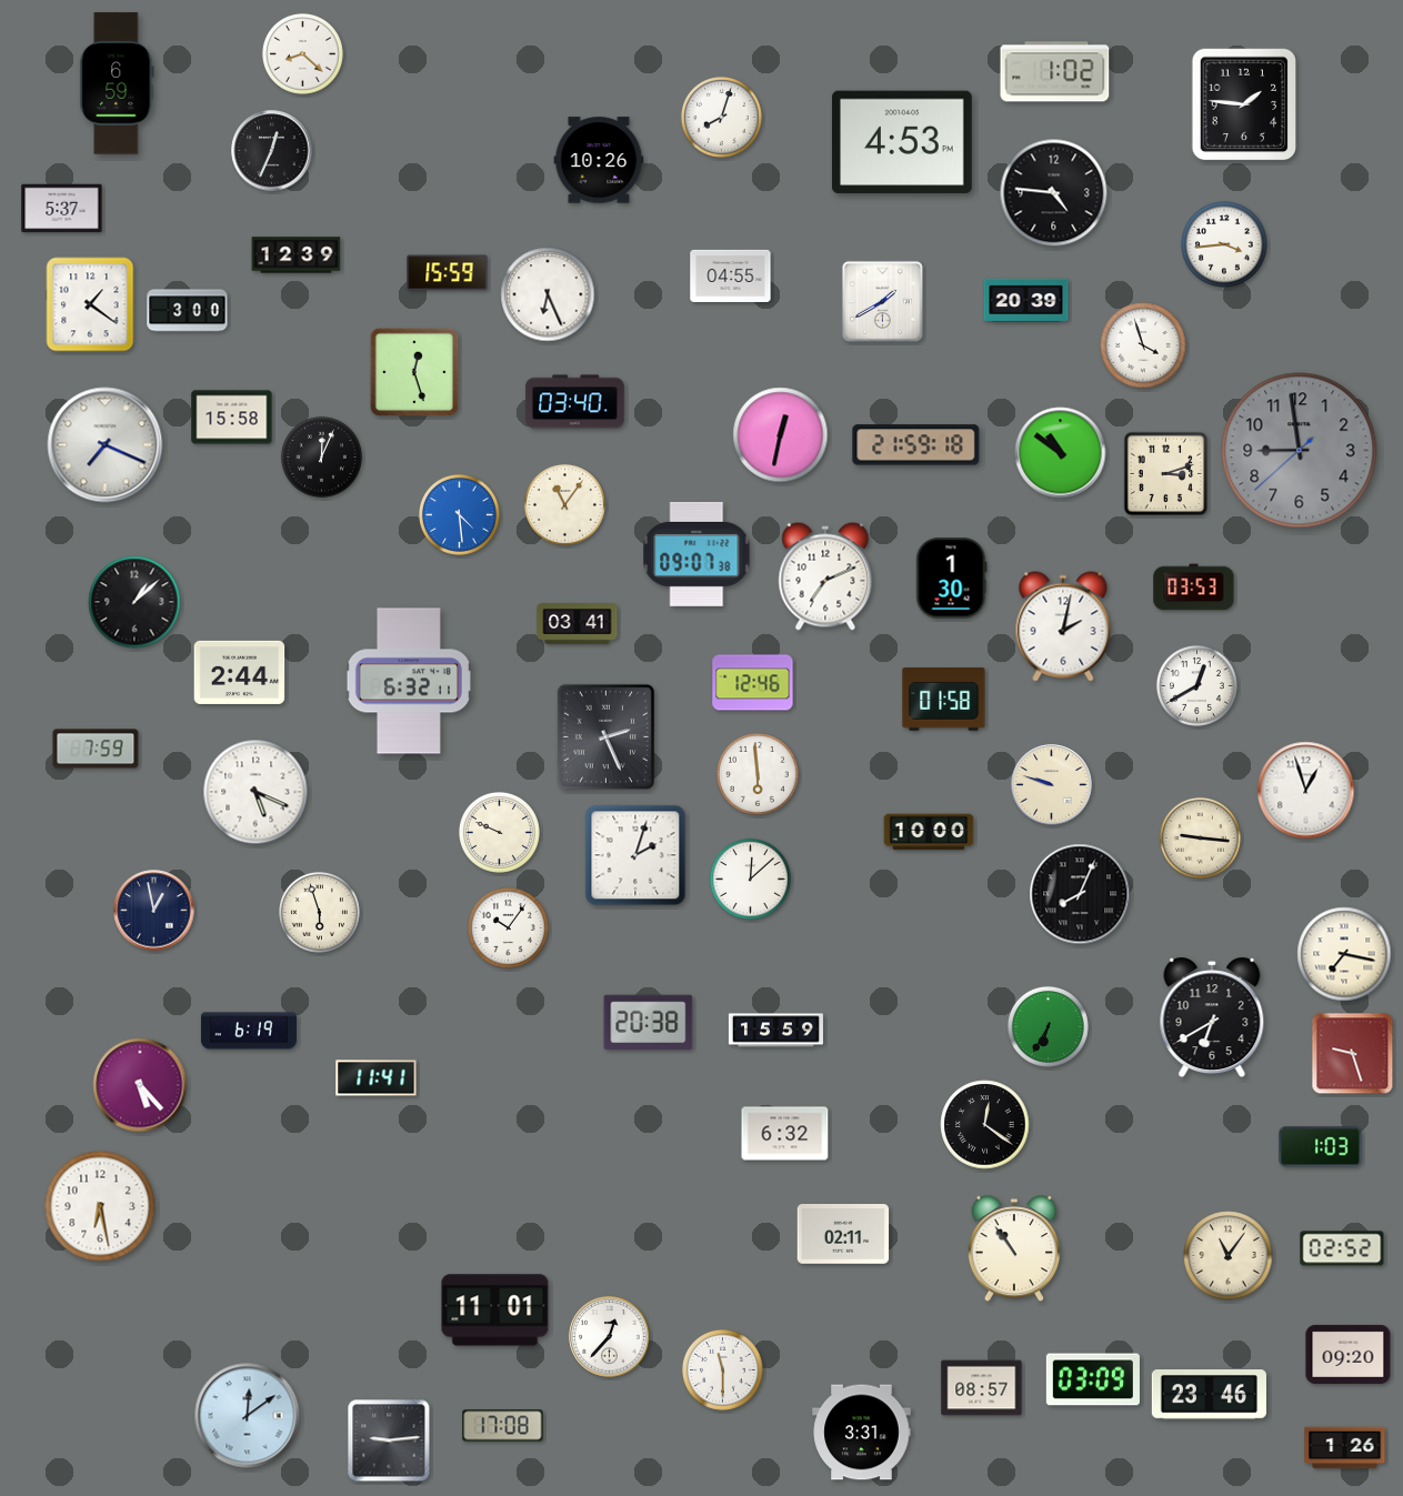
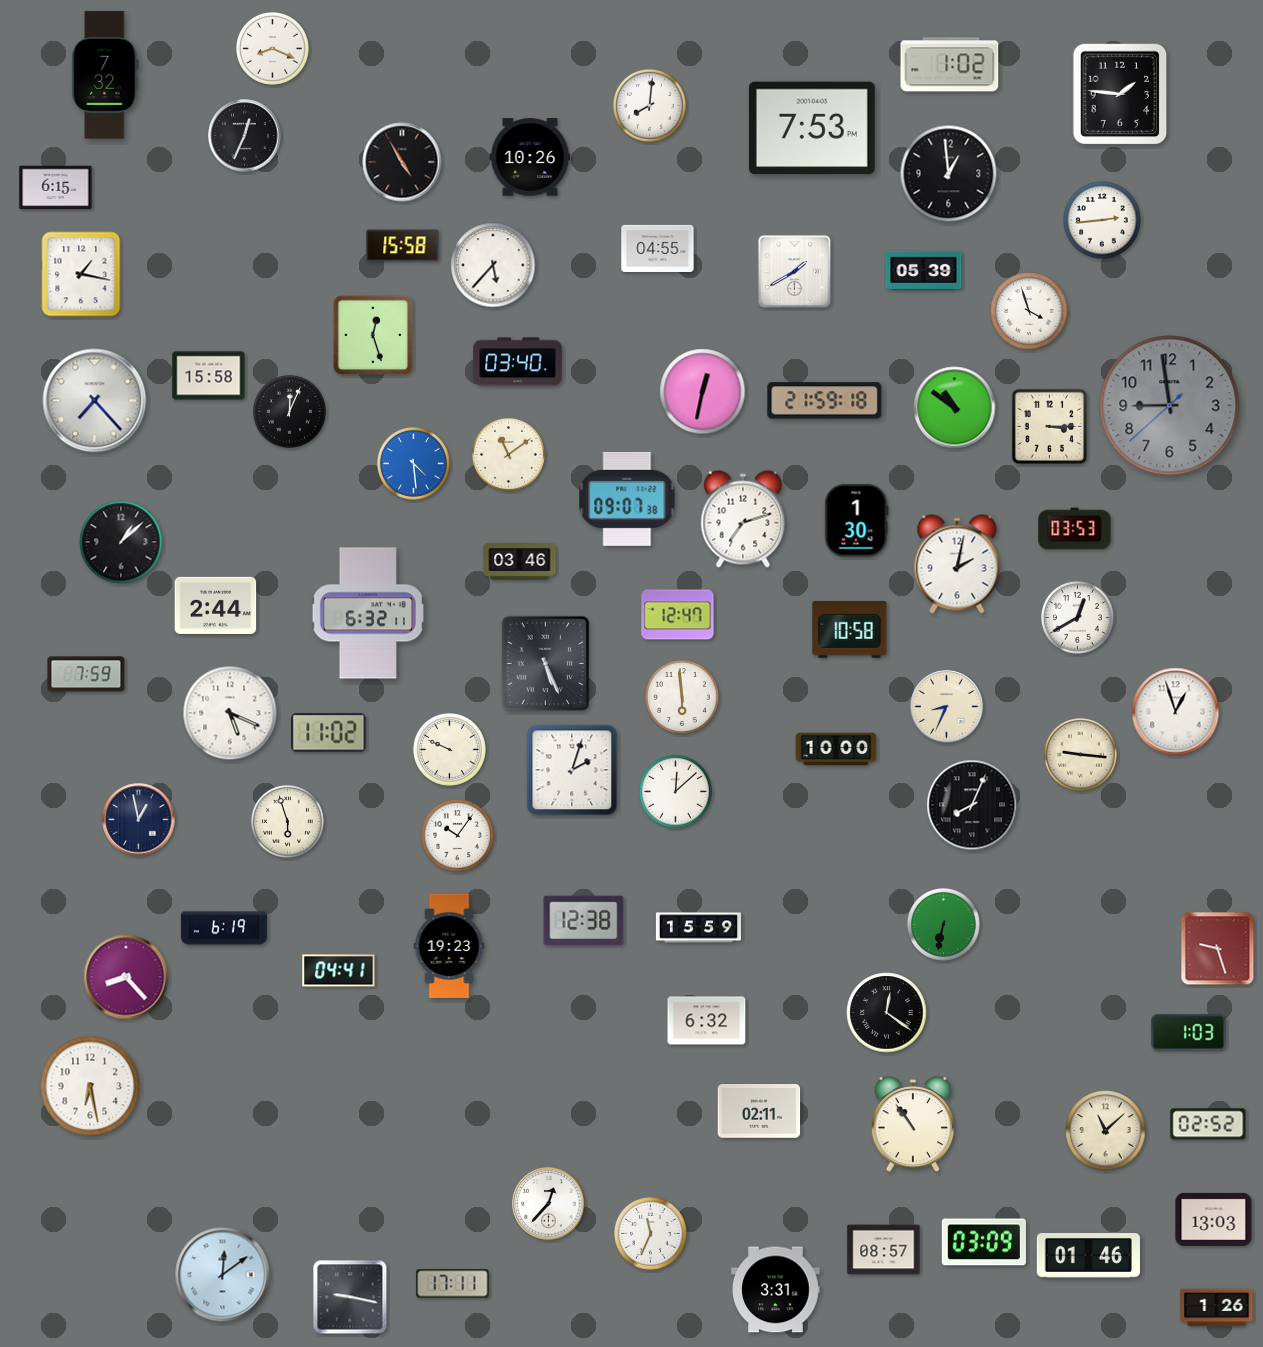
clock at (302, 53): 8:22 -> 8:19
clock at (117, 83): 6:59 -> 7:32
clock at (721, 117): 8:03 -> 8:01
clock at (902, 142): 4:53 -> 7:53
clock at (599, 160) position: (599, 160) -> (530, 157)
clock at (402, 162): none -> 4:55
clock at (1054, 193): 4:46 -> 12:59
clock at (62, 209): 5:37 -> 6:15
clock at (1224, 244): 3:44 -> 2:44
clock at (297, 255): 12:39 -> none
clock at (448, 273): 15:59 -> 15:58
clock at (548, 294): 6:26 -> 5:37
clock at (1026, 300): 20:39 -> 05:39
clock at (90, 304): 1:21 -> 1:17
clock at (188, 311): 3:00 -> none
clock at (106, 445): 7:19 -> 7:23
clock at (1166, 474): 3:12 -> 3:15
clock at (564, 504): 11:06 -> 11:09
clock at (825, 576): 7:11 -> 7:12
clock at (578, 624): 03:41 -> 03:46
clock at (753, 683): 12:46 -> 12:47
clock at (944, 700): 01:58 -> 10:58
clock at (605, 736): 2:26 -> 5:26
clock at (1052, 785): 9:48 -> 8:34
clock at (329, 733): none -> 11:02
clock at (1344, 954): 7:17 -> none
clock at (1212, 1017): 6:40 -> none
clock at (649, 1023): 20:38 -> 12:38
clock at (1048, 1026): 6:35 -> 6:32
clock at (449, 946): none -> 19:23
clock at (377, 1078): 11:41 -> 04:41
clock at (140, 1085): 5:23 -> 8:23
clock at (1229, 1256): 11:06 -> 11:08
clock at (495, 1311): 11:01 -> none
clock at (1349, 1354): 09:20 -> 13:03
clock at (722, 1369): 11:30 -> 11:34
clock at (1209, 1395): 23:46 -> 01:46
clock at (503, 1426): 17:08 -> 17:11
clock at (389, 1440): 9:14 -> 9:17
clock at (1345, 1448) position: (1345, 1448) -> (1217, 1308)
